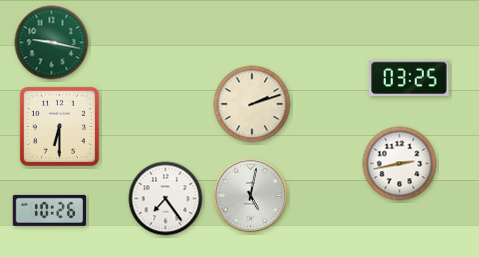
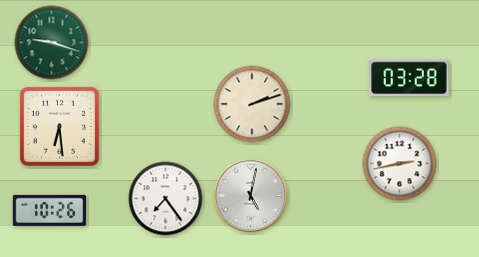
clock at (52, 43): 9:17 -> 9:18
clock at (409, 78): 03:25 -> 03:28
clock at (59, 126): 6:30 -> 6:29
